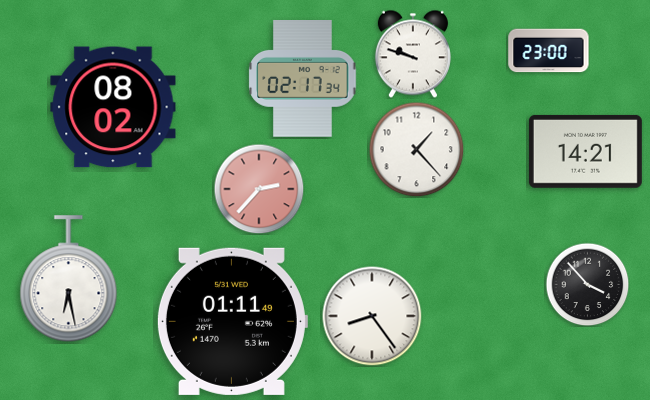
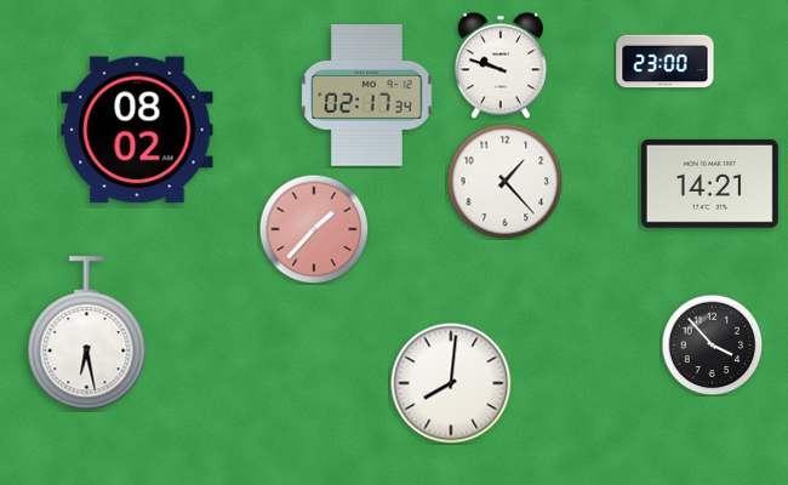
clock at (259, 189): 2:37 -> 1:37
clock at (69, 279) position: (69, 279) -> (87, 333)
clock at (372, 316): 8:24 -> 8:01
clock at (232, 321): 01:11 -> none
